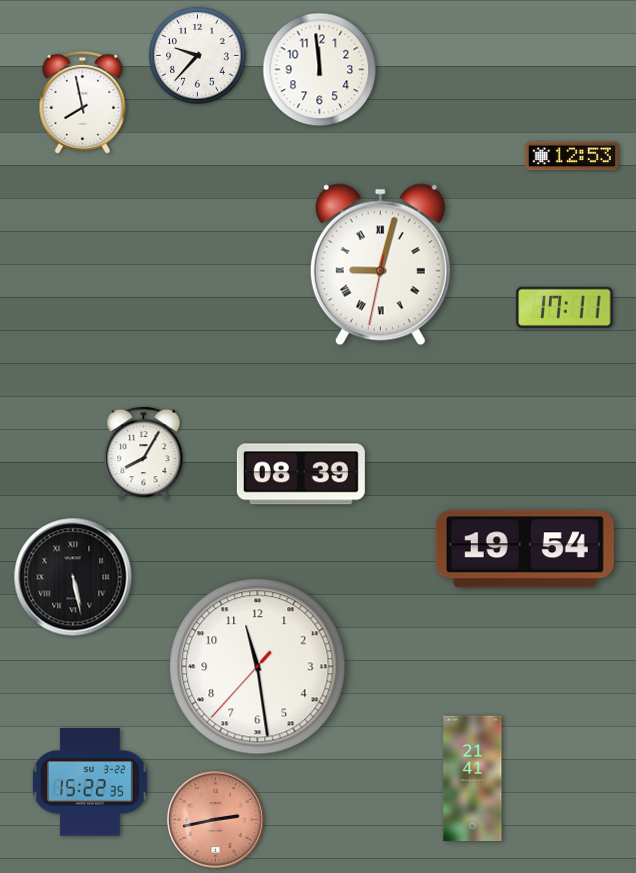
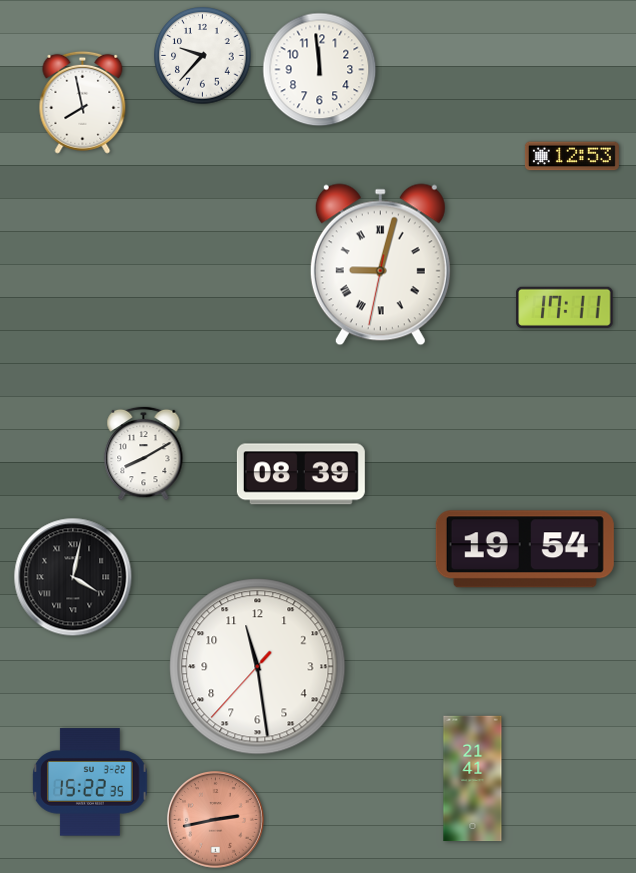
clock at (198, 56) position: (198, 56) -> (203, 56)
clock at (144, 453): 8:05 -> 8:10
clock at (73, 577): 5:28 -> 4:02
